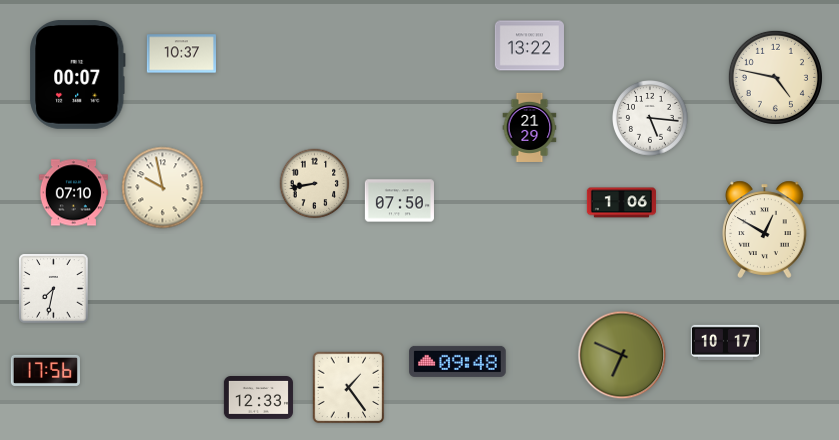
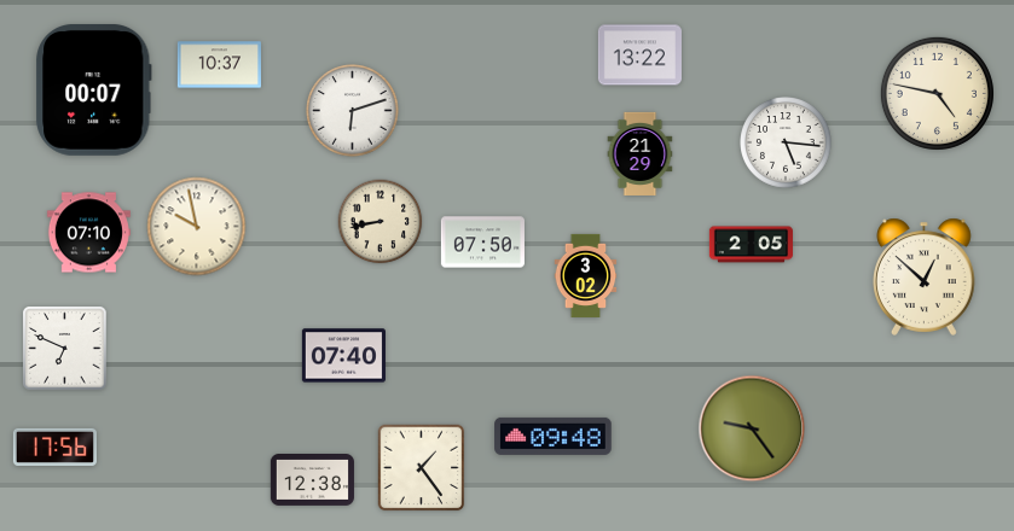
clock at (353, 111): none -> 6:12
clock at (621, 203): 1:06 -> 2:05
clock at (586, 275): none -> 3:02
clock at (765, 229): 12:50 -> 12:52
clock at (54, 289): 7:32 -> 6:49
clock at (343, 356): none -> 07:40
clock at (725, 342): 10:17 -> none
clock at (622, 355): 6:49 -> 9:24
clock at (258, 398): 12:33 -> 12:38
